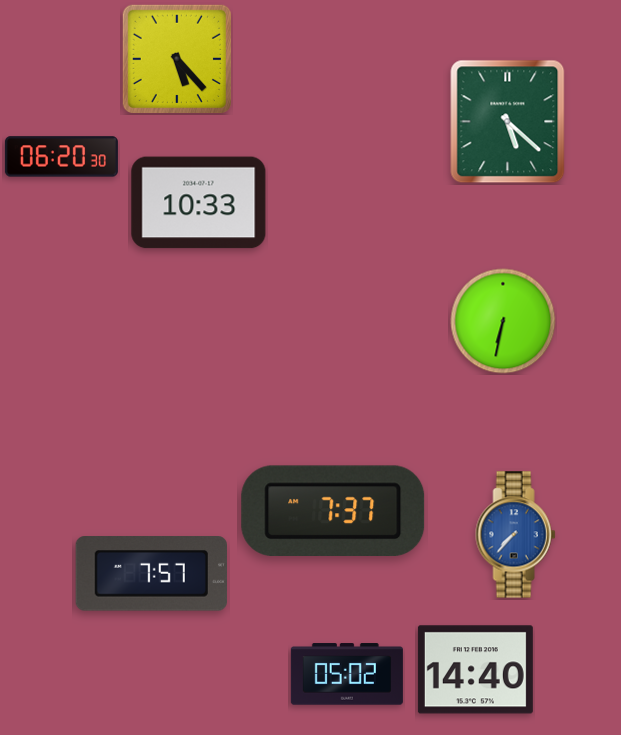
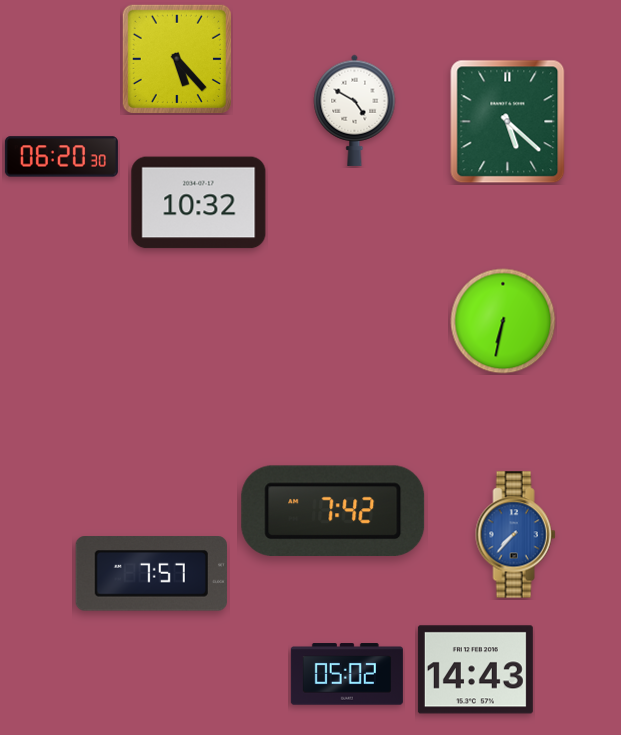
clock at (355, 110): none -> 4:50
clock at (199, 203): 10:33 -> 10:32
clock at (333, 510): 7:37 -> 7:42
clock at (475, 670): 14:40 -> 14:43
